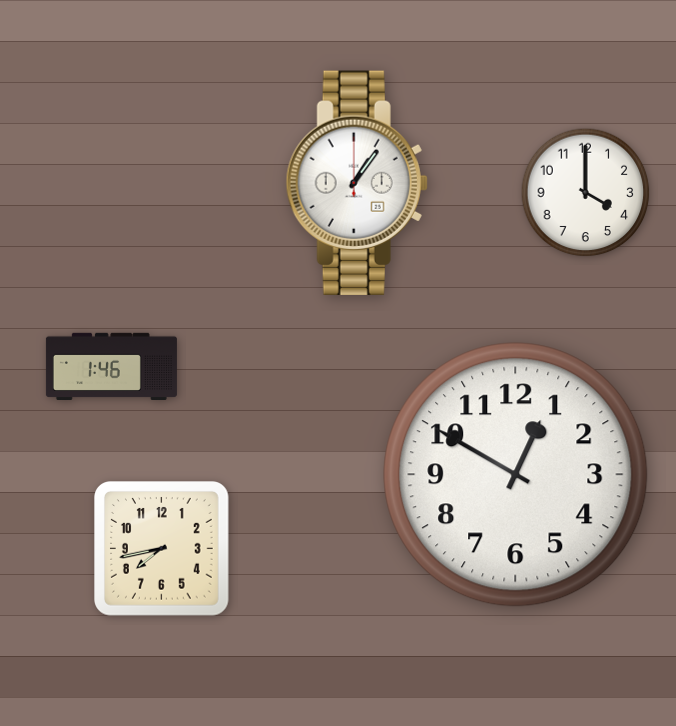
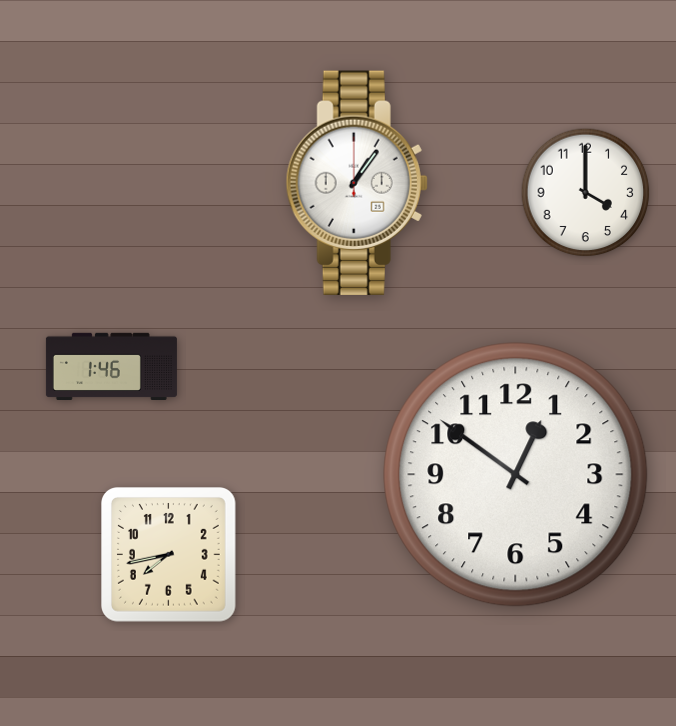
clock at (516, 475): 12:50 -> 12:51
clock at (162, 549) position: (162, 549) -> (169, 555)
